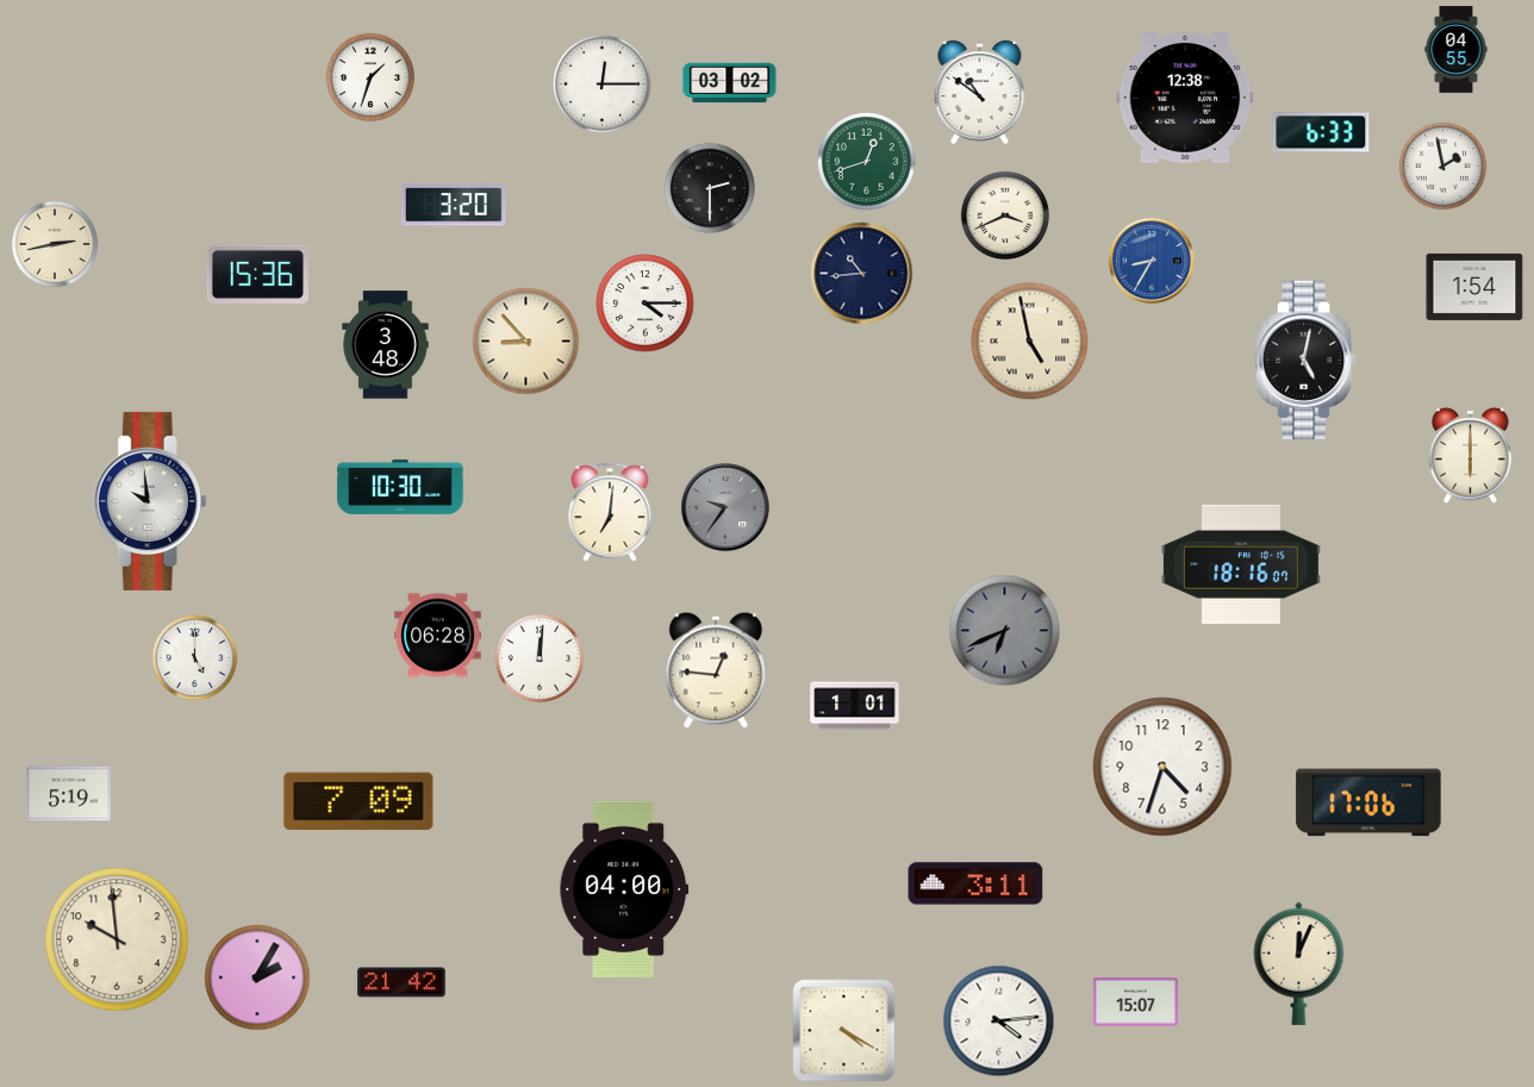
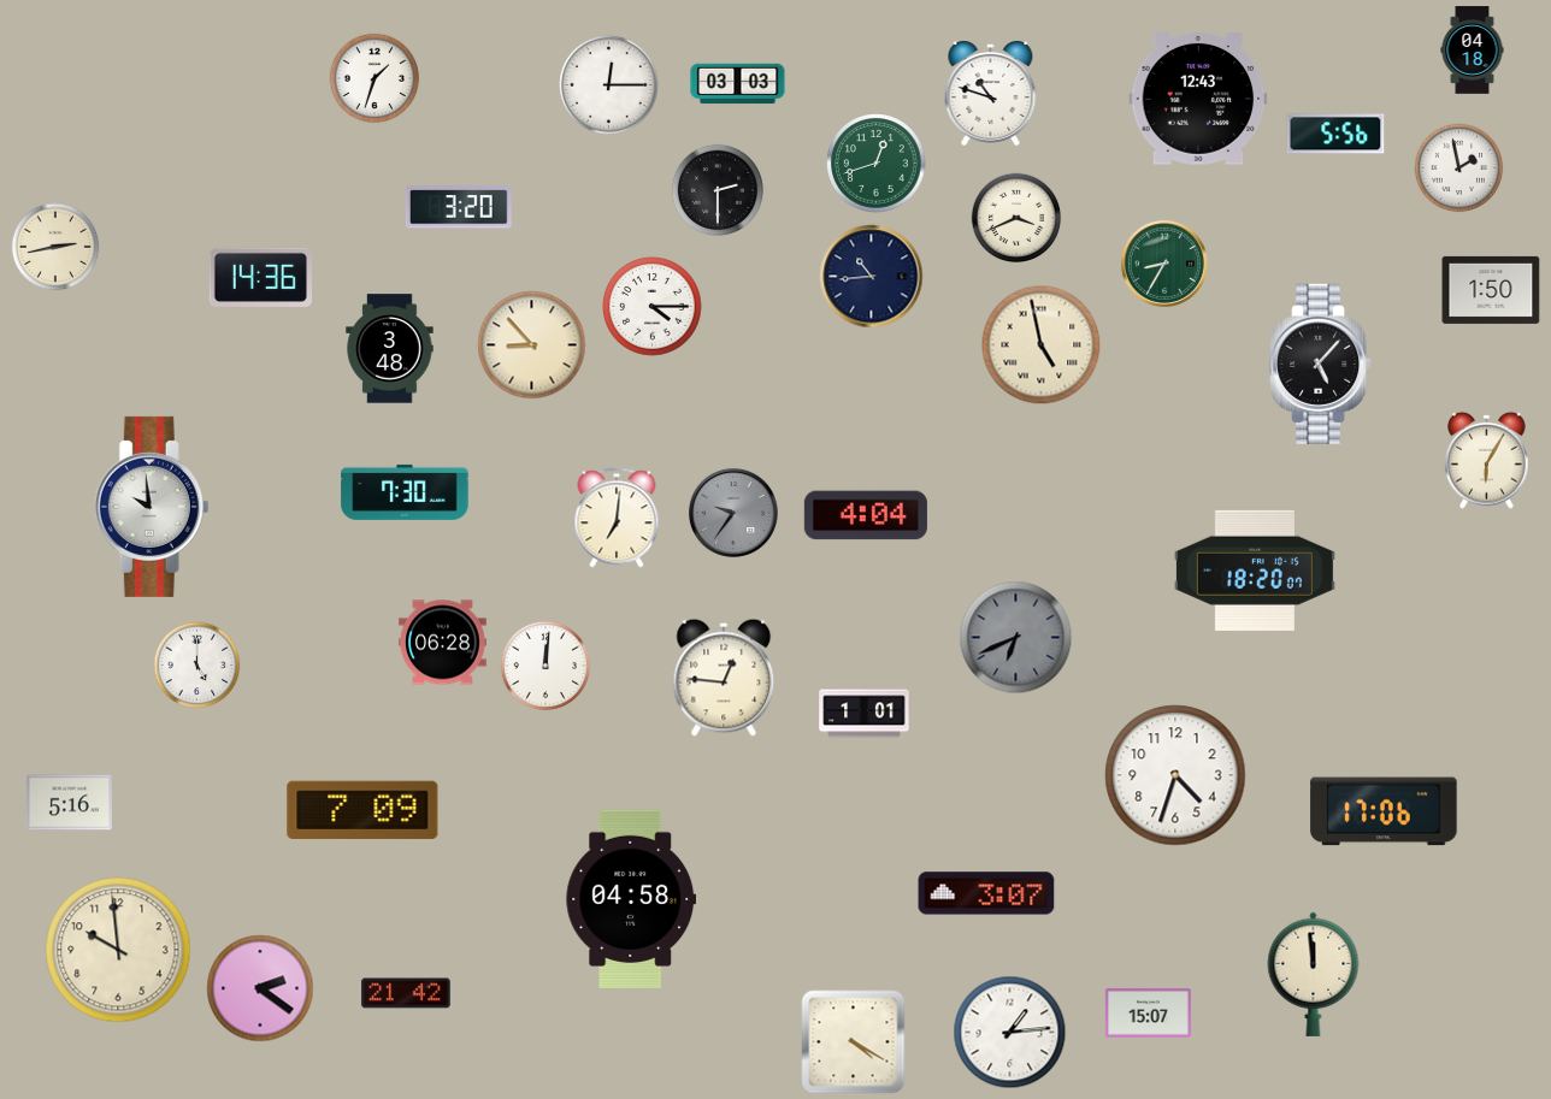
clock at (1457, 50): 04:55 -> 04:18
clock at (730, 83): 03:02 -> 03:03
clock at (980, 93): 10:51 -> 10:48
clock at (1185, 99): 12:38 -> 12:43
clock at (1321, 132): 6:33 -> 5:56
clock at (1152, 261) dial: blue -> green
clock at (257, 274): 15:36 -> 14:36
clock at (1474, 287): 1:54 -> 1:50
clock at (1307, 360): 5:02 -> 5:07
clock at (1471, 455): 6:00 -> 6:05
clock at (400, 487): 10:30 -> 7:30
clock at (866, 515): none -> 4:04
clock at (1241, 564): 18:16 -> 18:20
clock at (68, 794): 5:19 -> 5:16
clock at (975, 883): 3:11 -> 3:07
clock at (624, 889): 04:00 -> 04:58
clock at (1299, 963): 12:04 -> 11:59
clock at (257, 977): 2:05 -> 2:21
clock at (999, 1022): 4:14 -> 1:14
